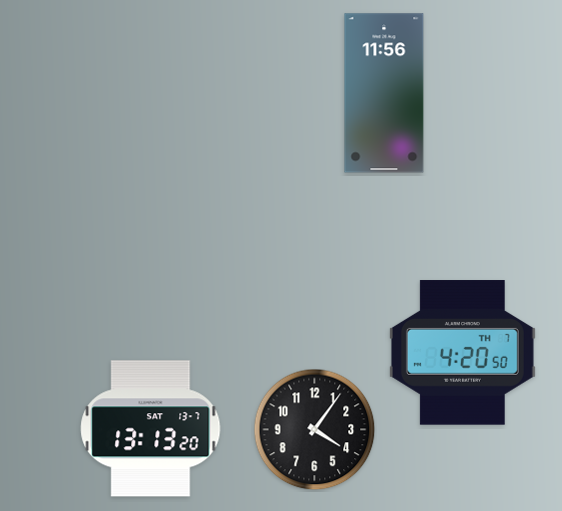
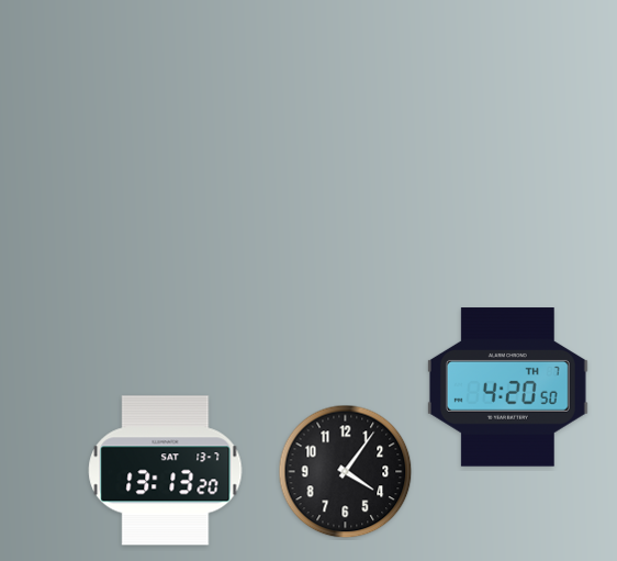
clock at (384, 93): 11:56 -> none
